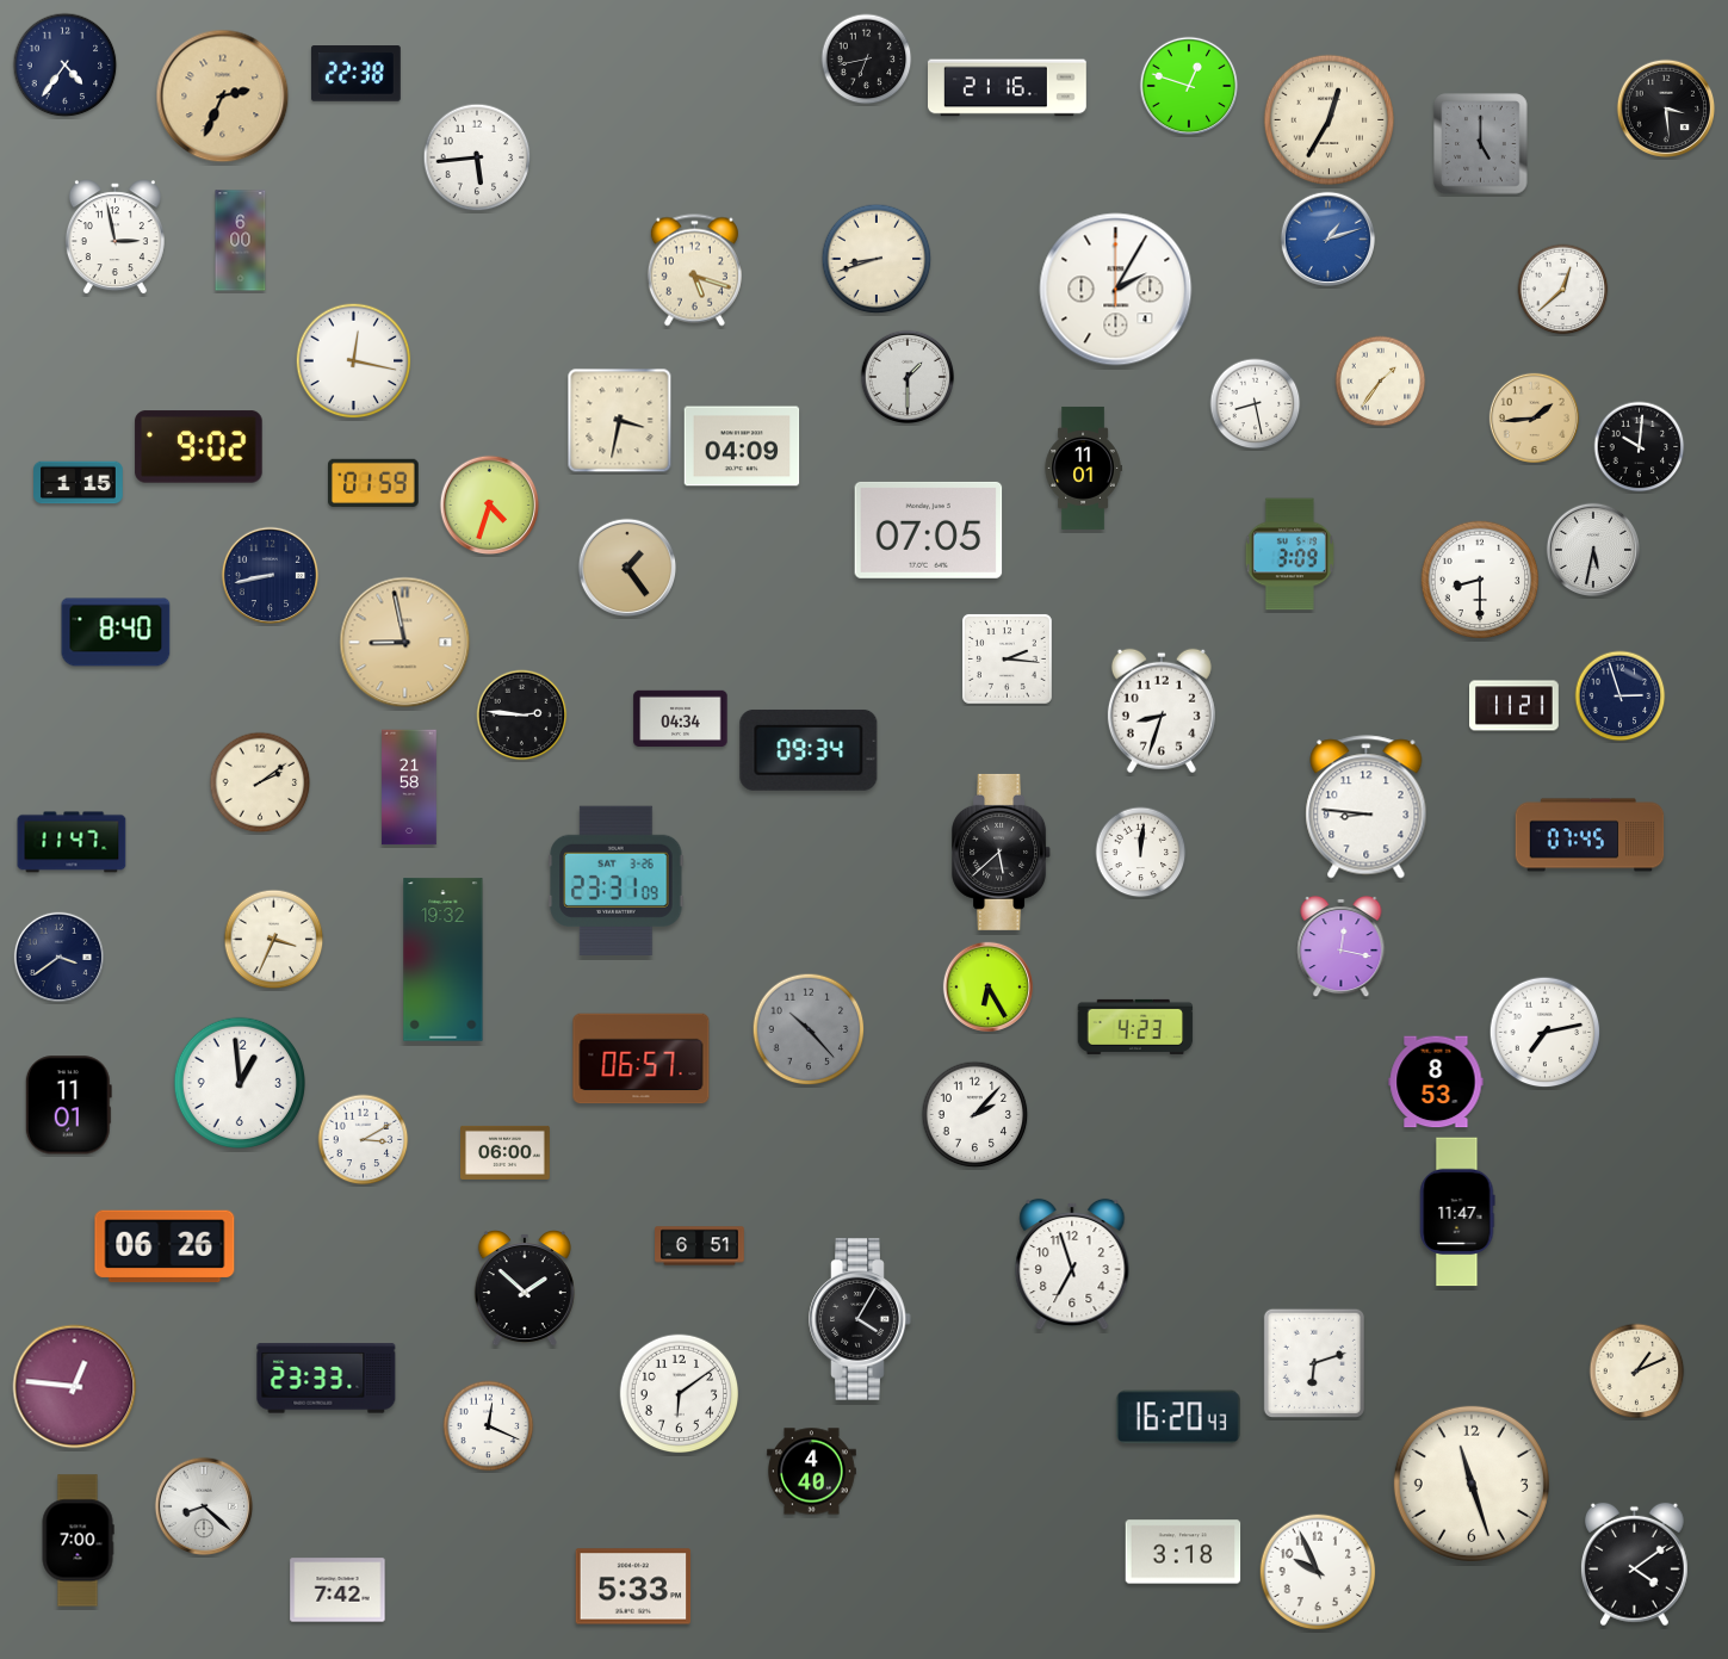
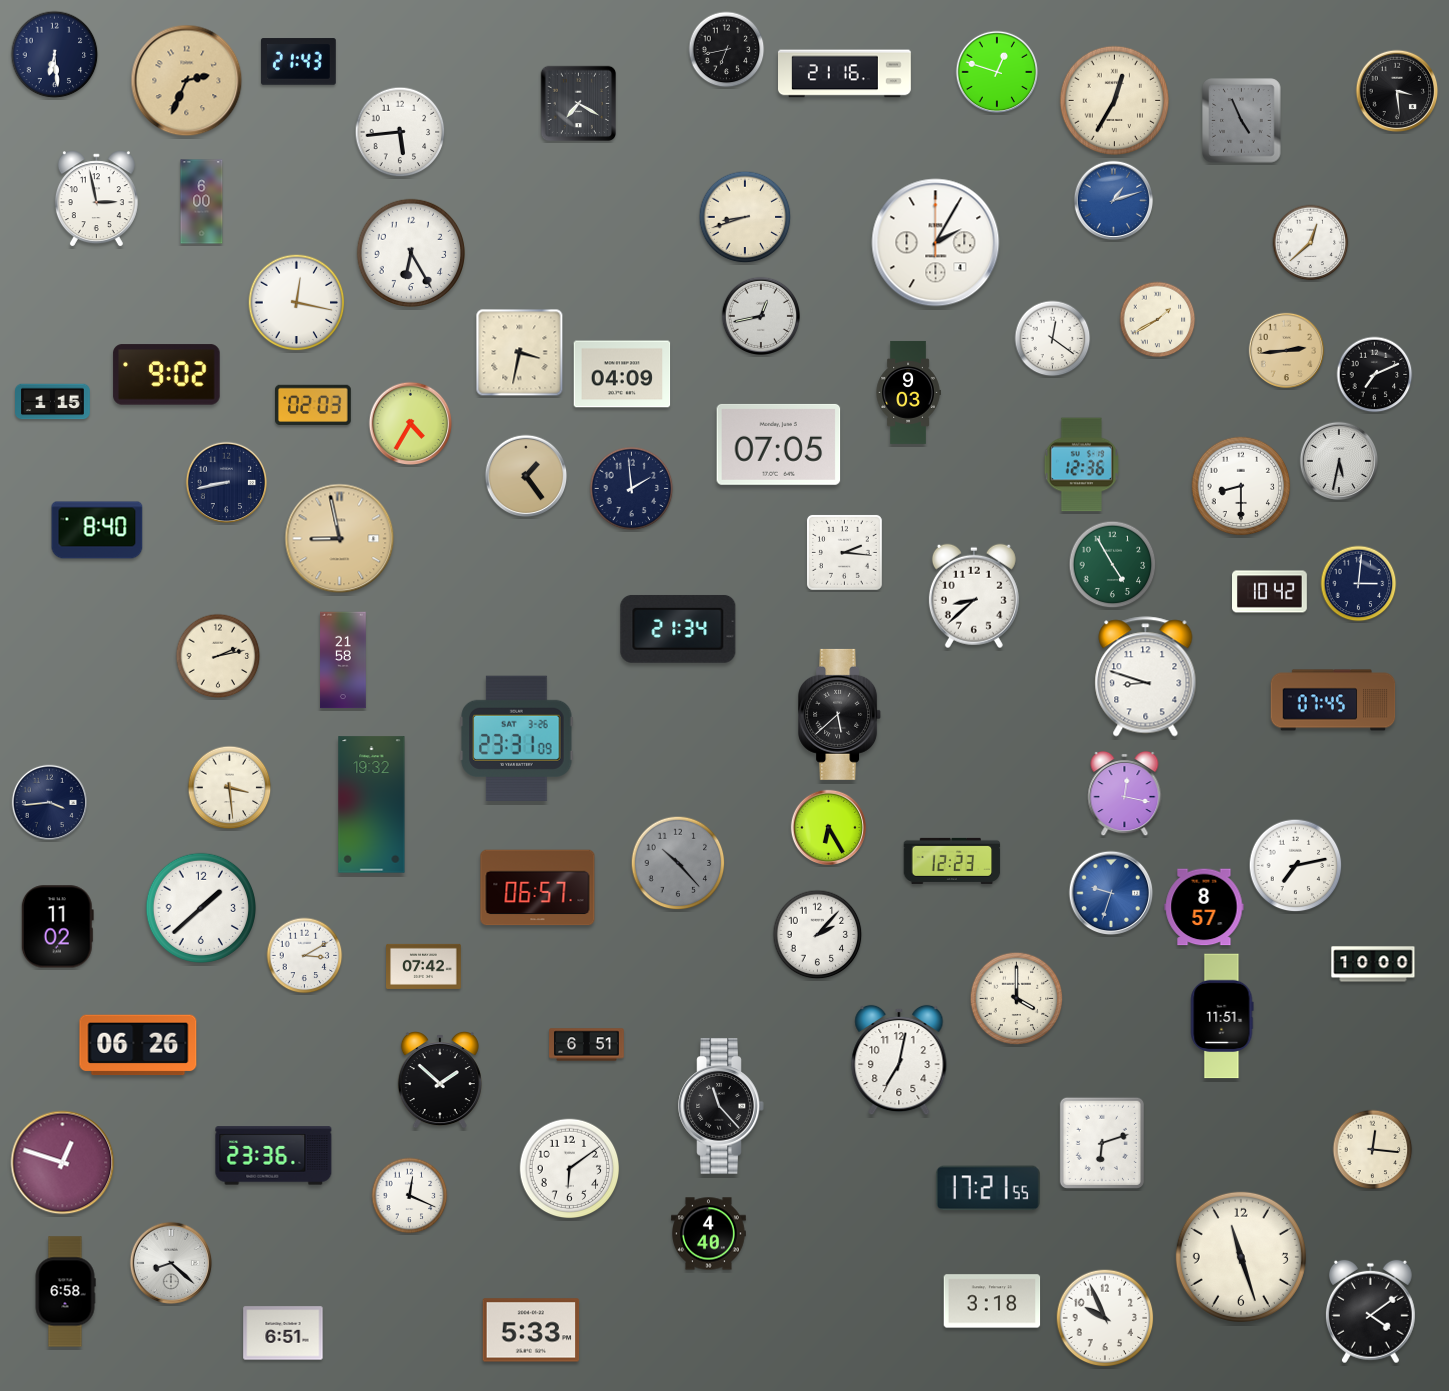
clock at (66, 66): 4:36 -> 6:29
clock at (355, 74): 22:38 -> 21:43
clock at (579, 104): none -> 7:20
clock at (1481, 144): 5:00 -> 4:56
clock at (877, 259) position: (877, 259) -> (745, 217)
clock at (694, 271): 5:18 -> none
clock at (410, 252): none -> 6:25
clock at (908, 377): 1:30 -> 12:43
clock at (1381, 382): 1:36 -> 1:40
clock at (1256, 404): 8:28 -> 12:21
clock at (1534, 417): 1:44 -> 2:44
clock at (1640, 447): 10:01 -> 7:11
clock at (1083, 468): 11:01 -> 9:03
clock at (79, 483) position: (79, 483) -> (53, 402)
clock at (374, 483): 01:59 -> 02:03
clock at (490, 506): 4:33 -> 4:35
clock at (1593, 550) position: (1593, 550) -> (1339, 461)
clock at (1289, 555): 3:09 -> 12:36
clock at (632, 489): none -> 1:59
clock at (1113, 565): none -> 4:55
clock at (1621, 697): 2:57 -> 3:01
clock at (1515, 706): 11:21 -> 10:42
clock at (1162, 711): 8:33 -> 8:38
clock at (522, 716): 2:46 -> none
clock at (681, 718): 04:34 -> none
clock at (809, 750): 09:34 -> 21:34
clock at (260, 782): 2:09 -> 2:13
clock at (1367, 807): 8:46 -> 8:48
clock at (72, 842): 11:47 -> none
clock at (1141, 853): 12:01 -> none
clock at (274, 940): 3:34 -> 3:29
clock at (58, 957): 3:39 -> 3:44
clock at (1135, 1027): 4:23 -> 12:23
clock at (1111, 893): none -> 9:33
clock at (239, 1082): 12:59 -> 1:38
clock at (1436, 1082): 8:53 -> 8:57
clock at (68, 1106): 11:01 -> 11:02
clock at (1373, 964): none -> 10:00
clock at (506, 1152): 06:00 -> 07:42
clock at (1017, 999): none -> 4:00
clock at (1457, 1212): 11:47 -> 11:51
clock at (1072, 1264): 6:57 -> 7:02
clock at (860, 1319): 4:05 -> 11:23
clock at (1637, 1372): 1:11 -> 12:16
clock at (327, 1379): 23:33 -> 23:36
clock at (75, 1387): 12:46 -> 12:48
clock at (1178, 1417): 16:20 -> 17:21
clock at (812, 1472) position: (812, 1472) -> (709, 1234)
clock at (1472, 1484) position: (1472, 1484) -> (1241, 1257)
clock at (78, 1541): 7:00 -> 6:58
clock at (337, 1590): 7:42 -> 6:51
